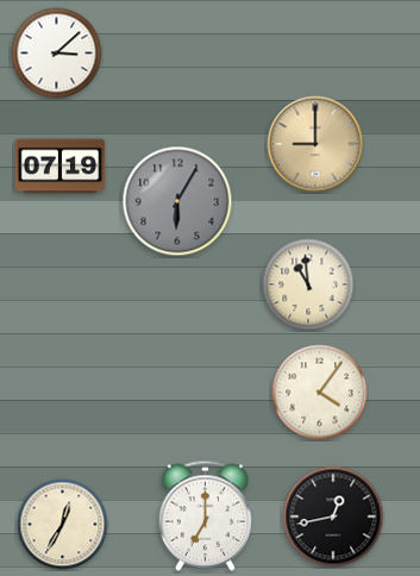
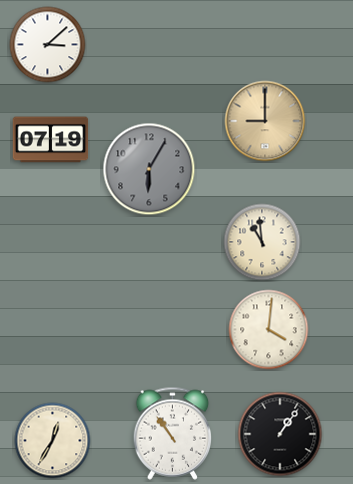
clock at (308, 284) position: (308, 284) -> (262, 242)
clock at (320, 393): 4:06 -> 4:01
clock at (206, 515): 7:00 -> 10:54
clock at (333, 516): 12:43 -> 1:06
